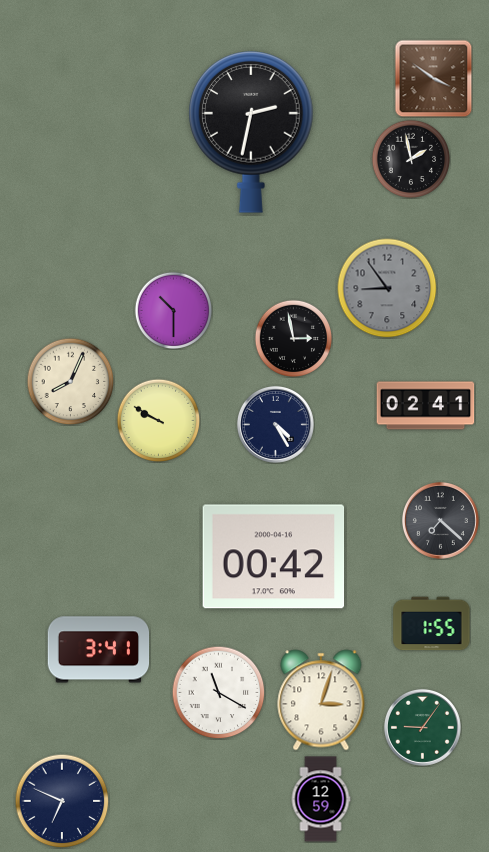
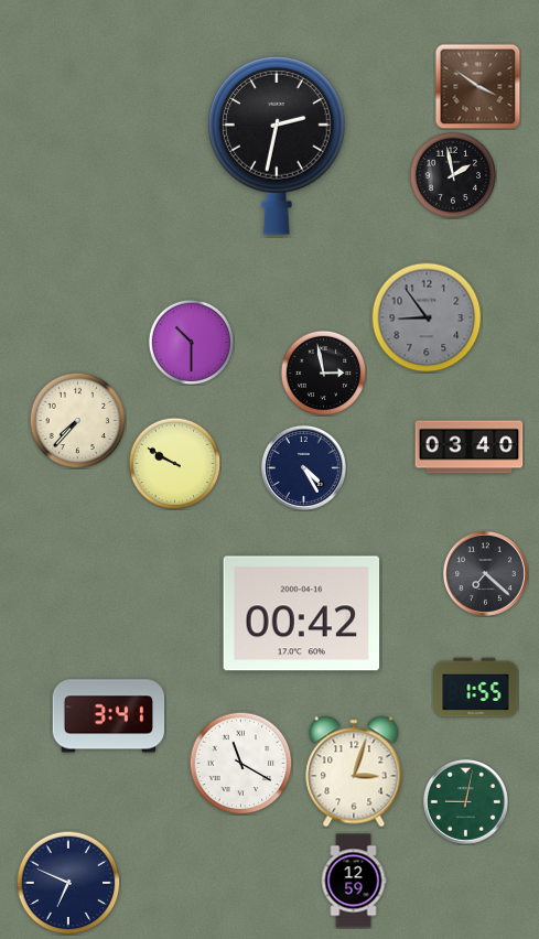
clock at (70, 381): 8:04 -> 7:37
clock at (426, 406): 02:41 -> 03:40
clock at (422, 727): 9:06 -> 9:02
